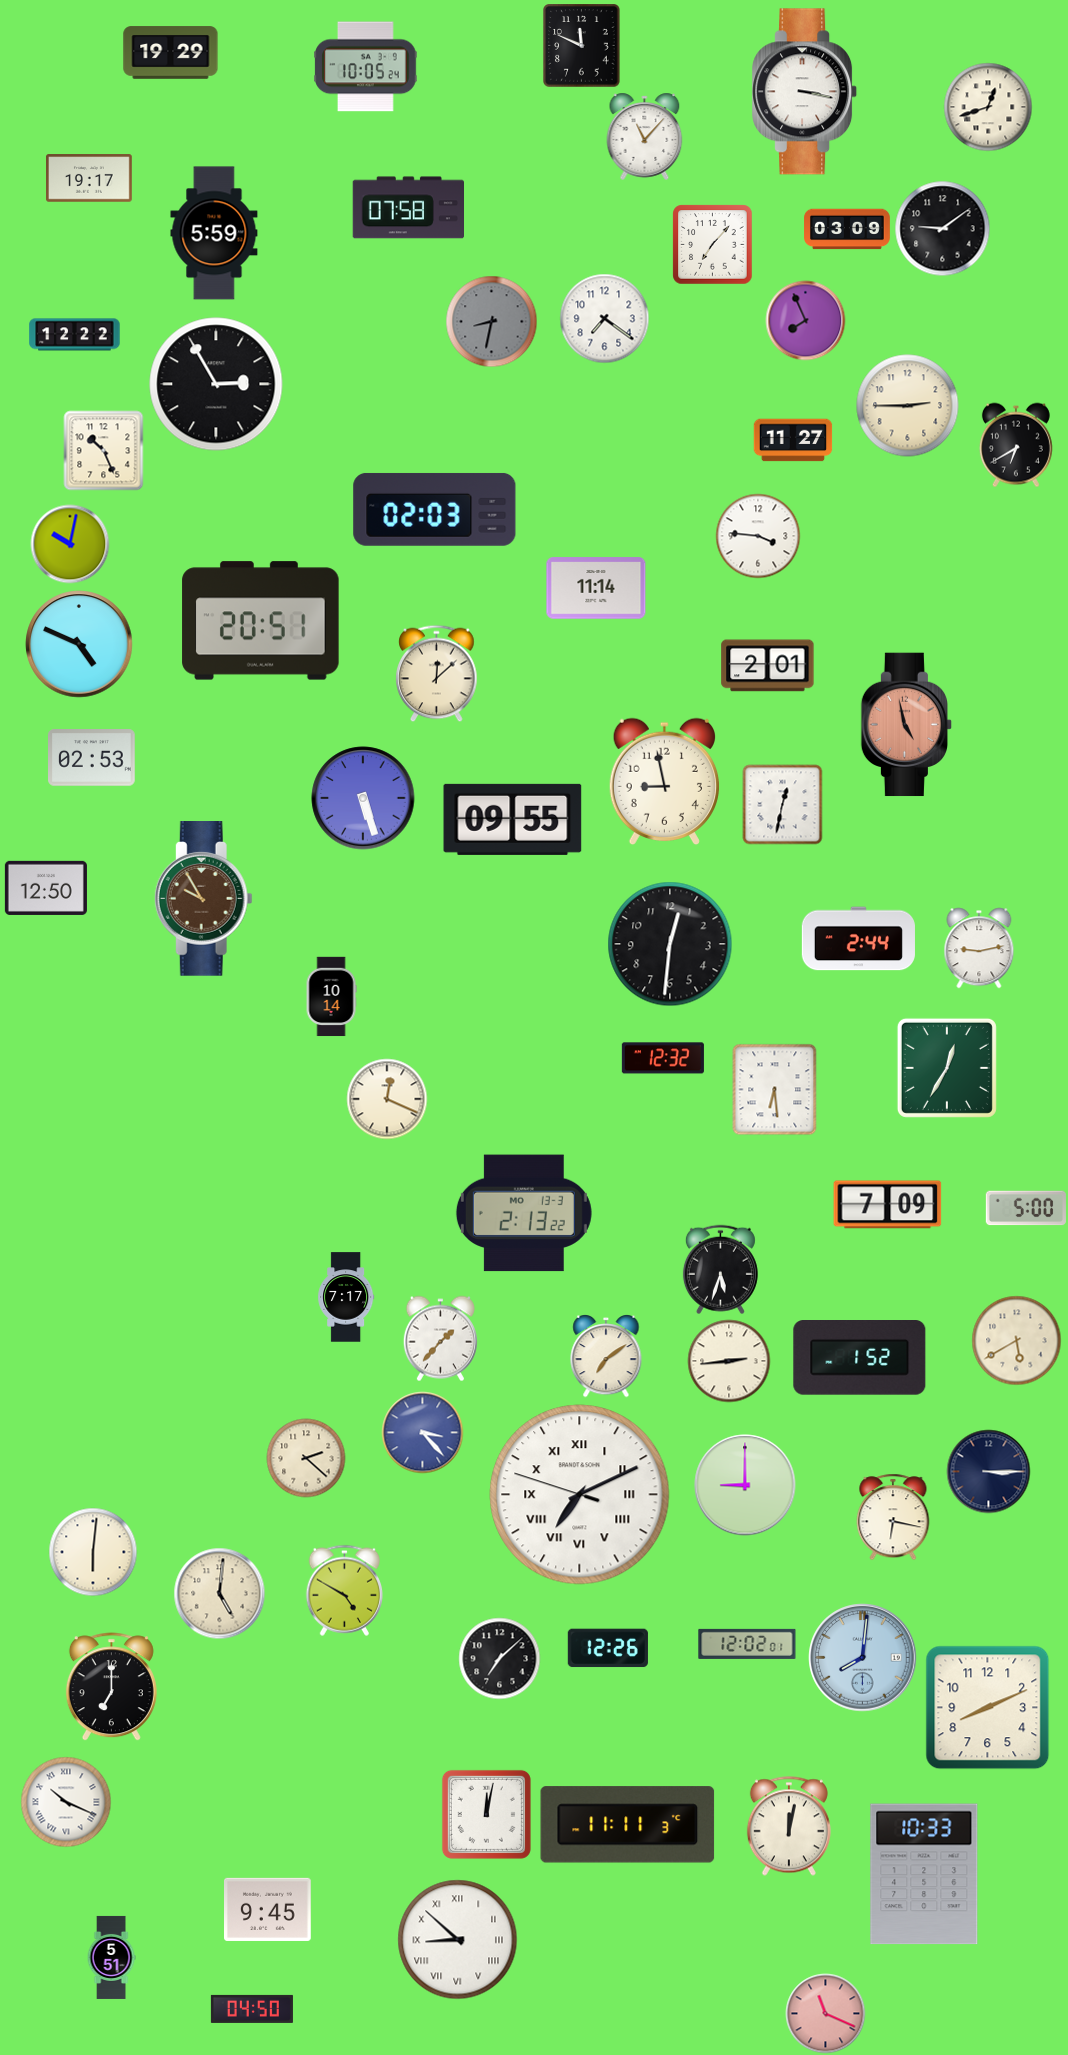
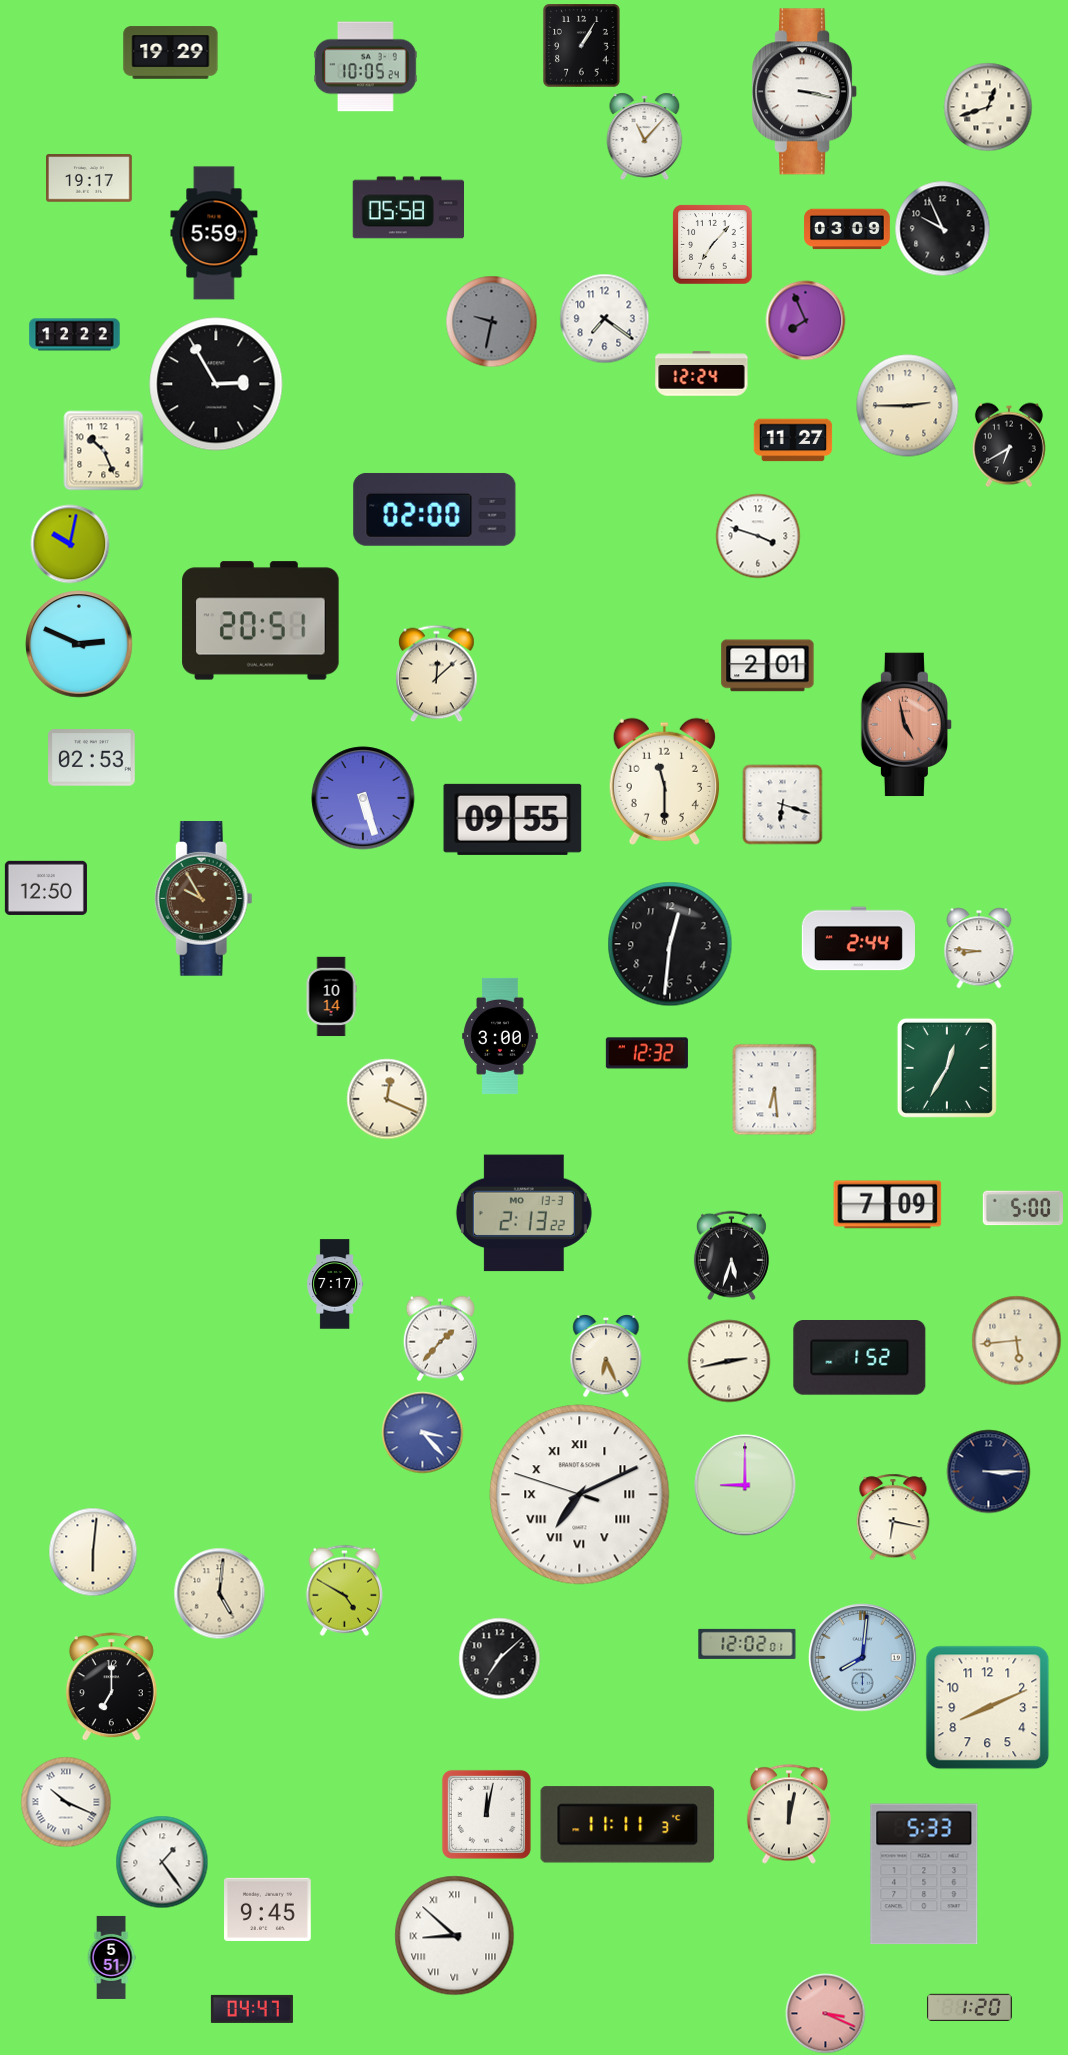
clock at (582, 46): 11:49 -> 1:05
clock at (409, 208): 07:58 -> 05:58
clock at (943, 229): 9:09 -> 9:56
clock at (492, 322): 8:32 -> 9:32
clock at (702, 374): none -> 12:24
clock at (1016, 445) position: (1016, 445) -> (1009, 445)
clock at (435, 509): 02:03 -> 02:00
clock at (758, 536): 3:46 -> 3:48
clock at (596, 588): 11:14 -> none
clock at (79, 644): 4:49 -> 2:49
clock at (664, 782): 8:58 -> 11:30
clock at (783, 805): 12:32 -> 6:18
clock at (979, 948): 9:13 -> 8:46
clock at (500, 1036): none -> 3:00
clock at (663, 1058) position: (663, 1058) -> (647, 1053)
clock at (1026, 1208) position: (1026, 1208) -> (1023, 1208)
clock at (720, 1270) position: (720, 1270) -> (731, 1256)
clock at (346, 1297) position: (346, 1297) -> (335, 1284)
clock at (1017, 1341): 5:40 -> 5:44
clock at (606, 1356): 7:09 -> 6:26
clock at (729, 1361): 2:44 -> 2:43
clock at (306, 1458): 2:22 -> none
clock at (608, 1648): 12:26 -> none
clock at (789, 1826) position: (789, 1826) -> (789, 1814)
clock at (162, 1862): none -> 1:24
clock at (924, 1874): 10:33 -> 5:33
clock at (458, 1940) position: (458, 1940) -> (455, 1936)
clock at (969, 2007): none -> 1:20
clock at (252, 2009): 04:50 -> 04:47
clock at (826, 2014): 11:19 -> 3:19
